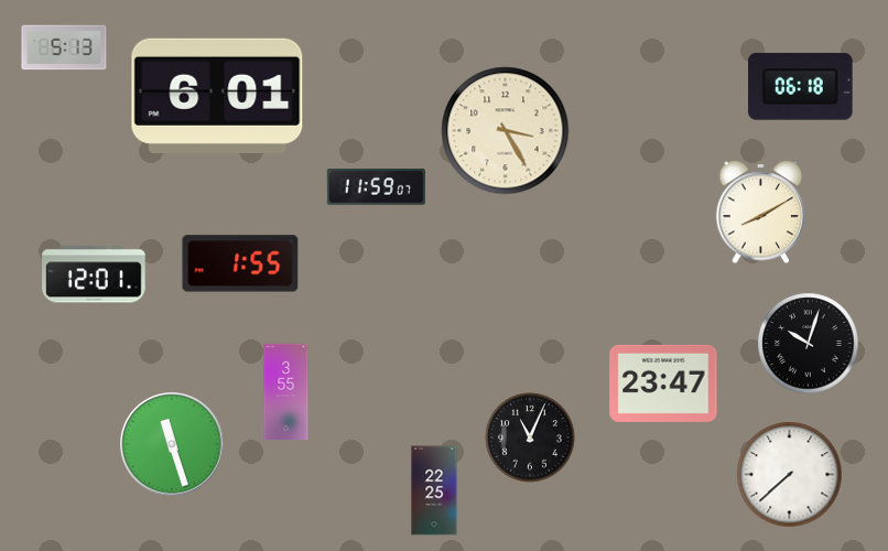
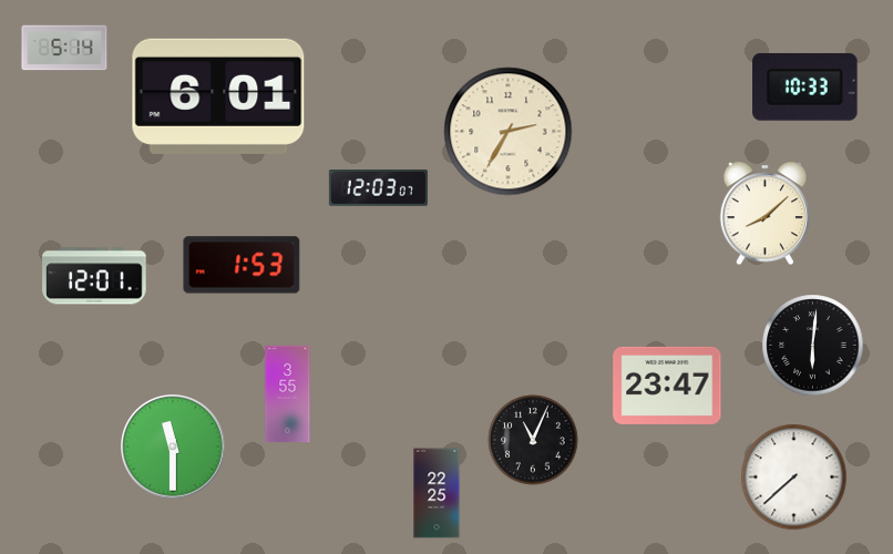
clock at (64, 47): 5:13 -> 5:14
clock at (801, 86): 06:18 -> 10:33
clock at (506, 131): 3:25 -> 2:35
clock at (376, 187): 11:59 -> 12:03
clock at (761, 213): 8:10 -> 8:08
clock at (240, 263): 1:55 -> 1:53
clock at (809, 344): 10:03 -> 6:01
clock at (172, 444): 11:27 -> 11:30
